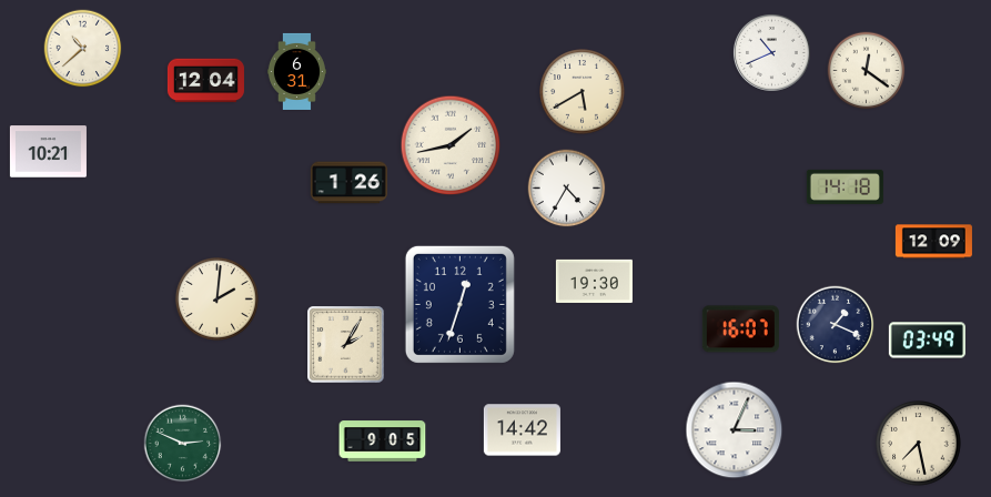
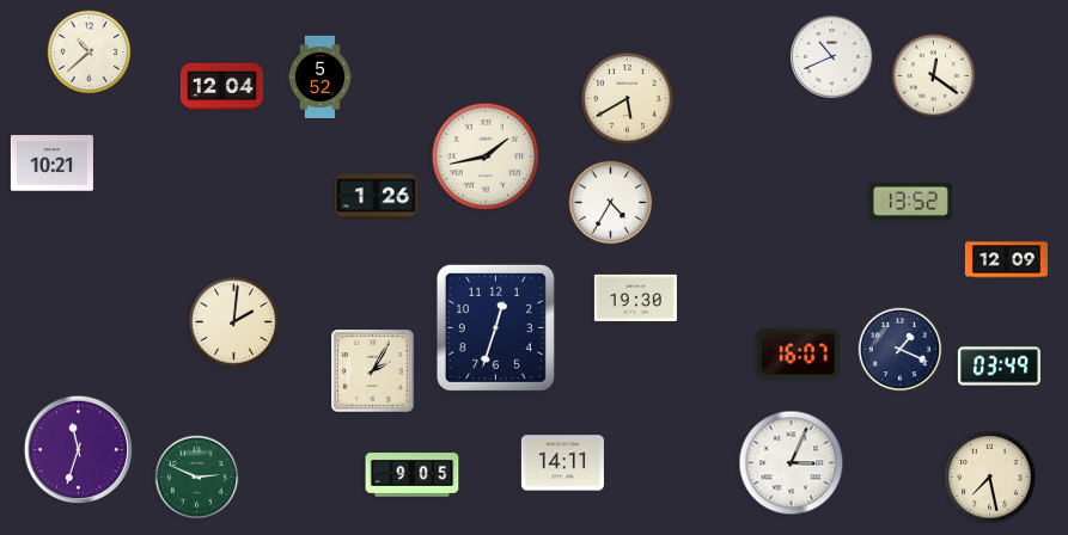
clock at (296, 71): 6:31 -> 5:52
clock at (845, 186): 14:18 -> 13:52
clock at (594, 281) position: (594, 281) -> (635, 297)
clock at (79, 450): none -> 11:33
clock at (522, 430): 14:42 -> 14:11
